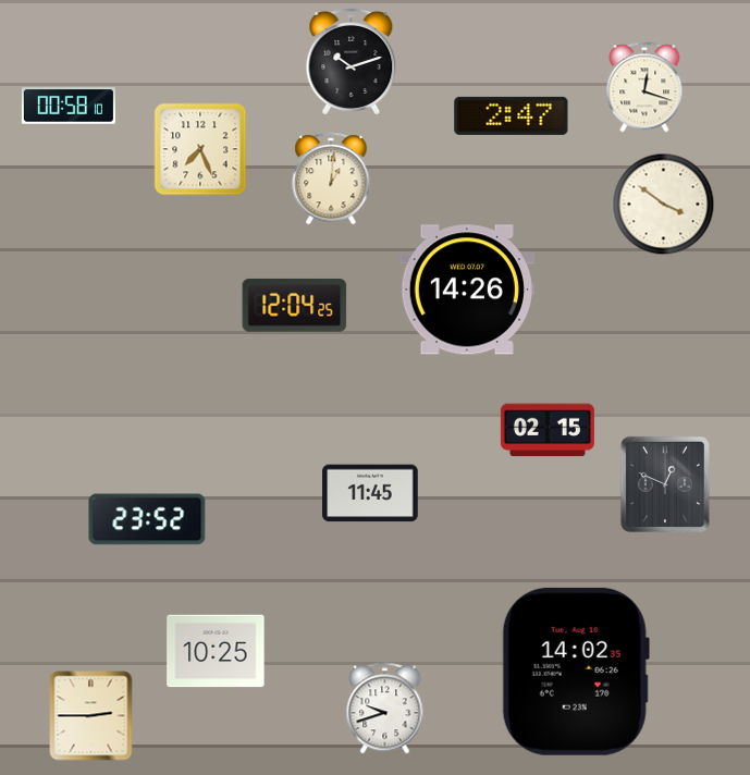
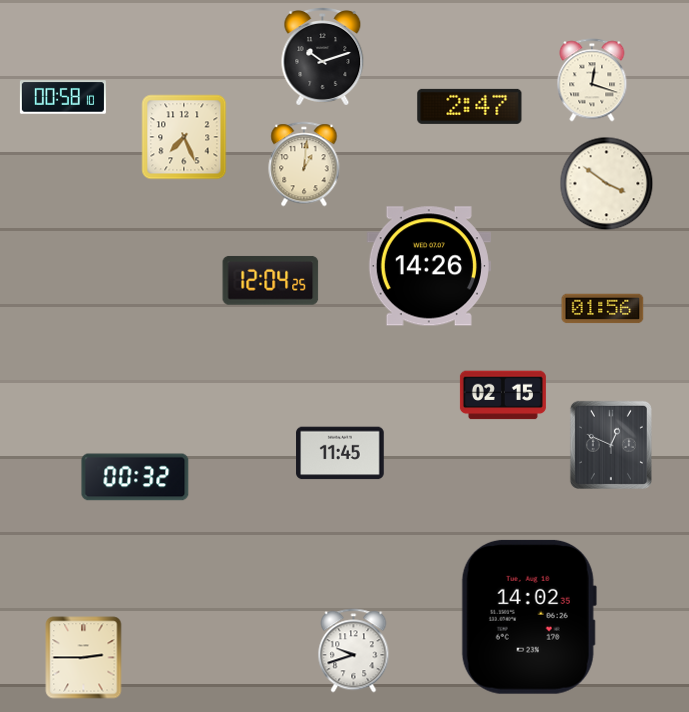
clock at (664, 205) position: (664, 205) -> (607, 184)
clock at (603, 309): none -> 01:56
clock at (147, 519): 23:52 -> 00:32
clock at (216, 651): 10:25 -> none
